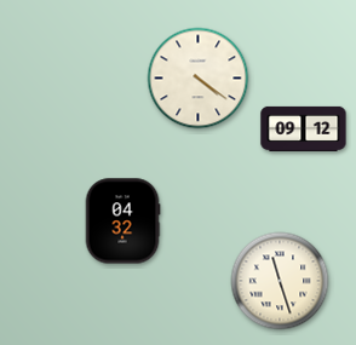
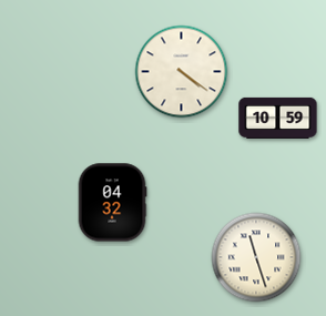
clock at (304, 128): 09:12 -> 10:59
